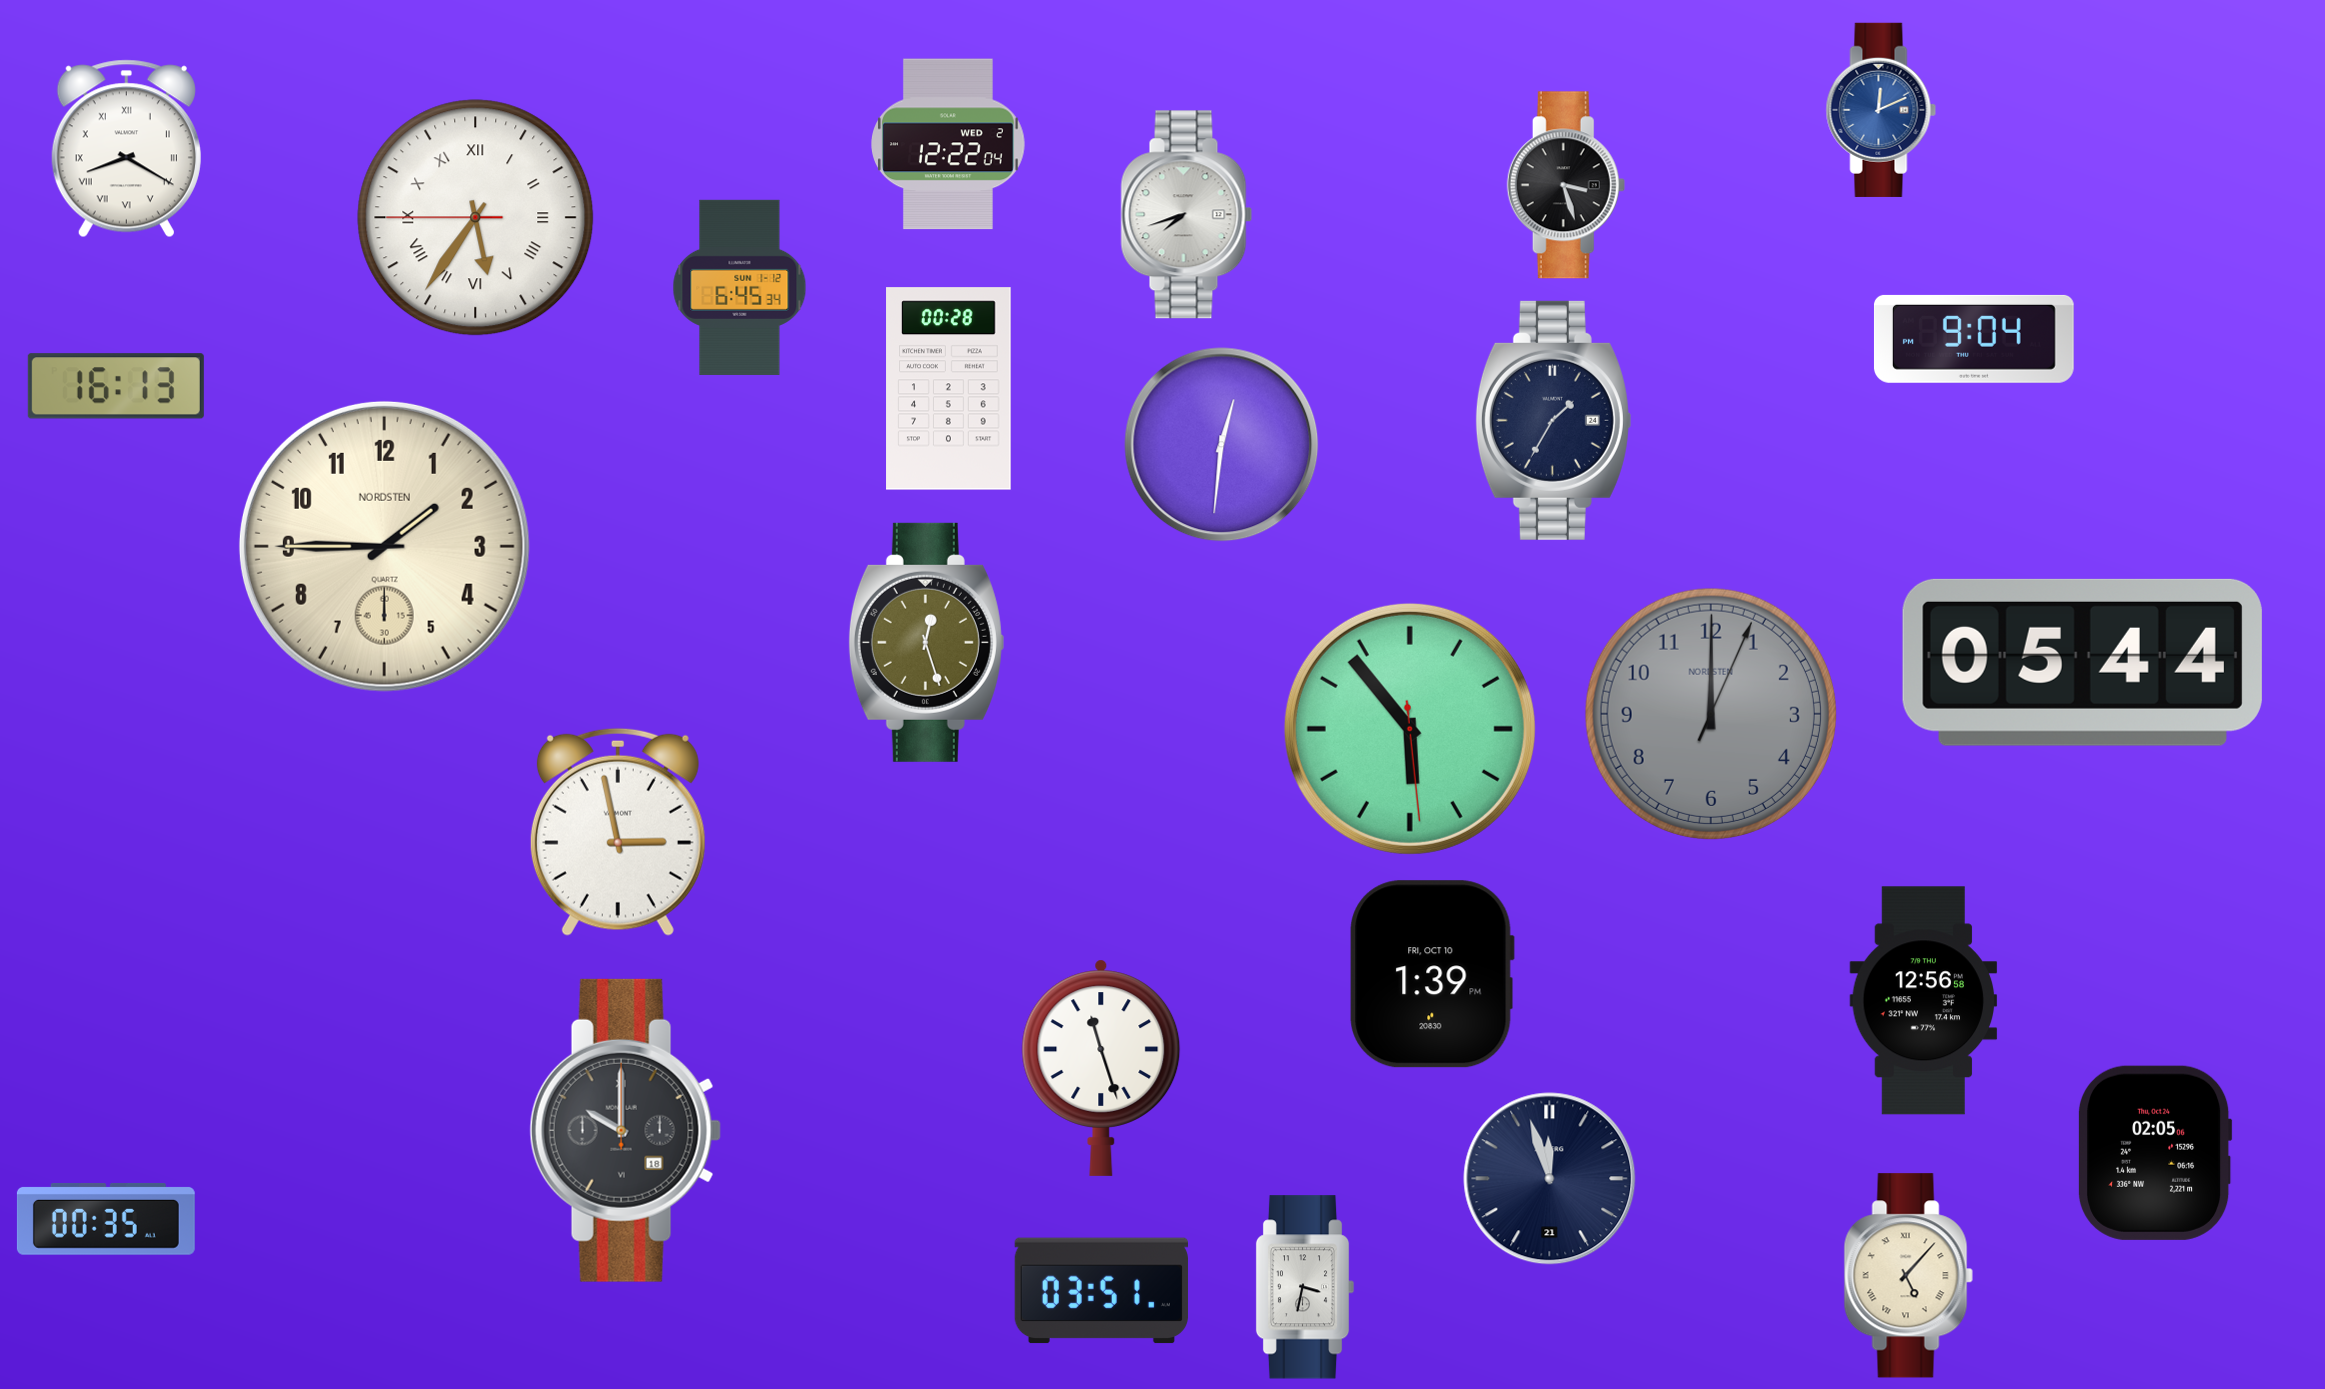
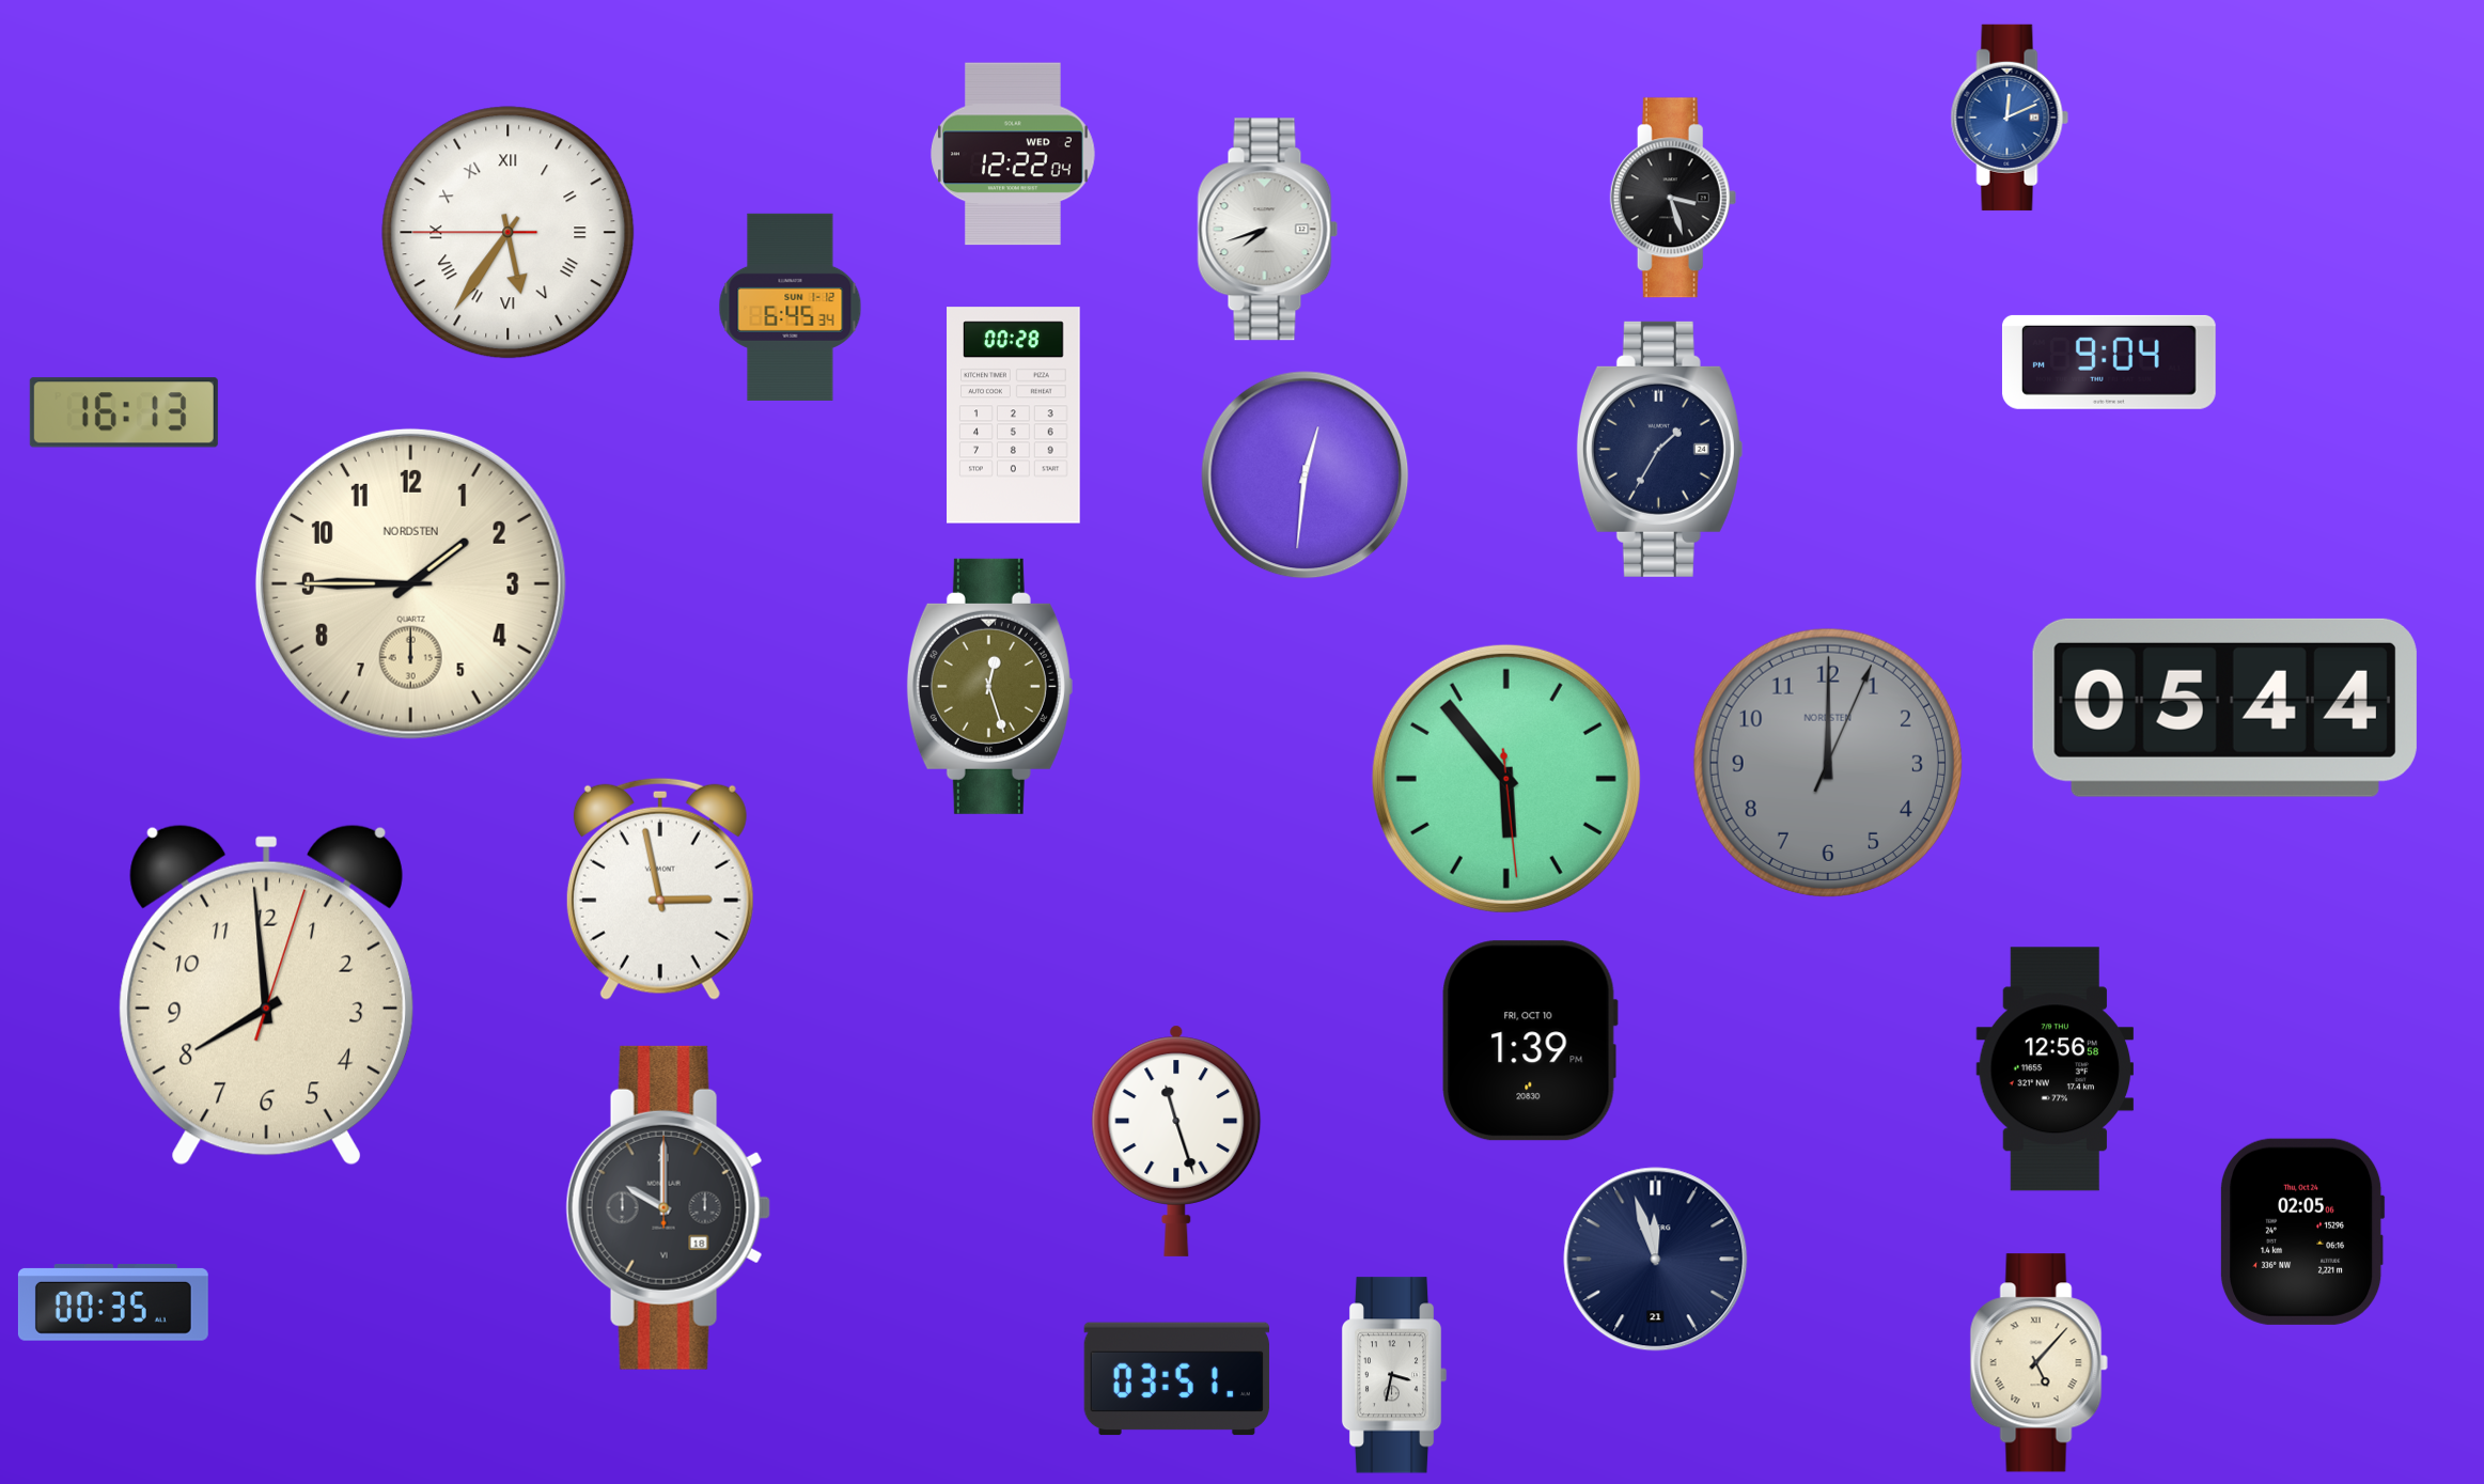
clock at (126, 149): 8:20 -> none
clock at (266, 995): none -> 7:59
